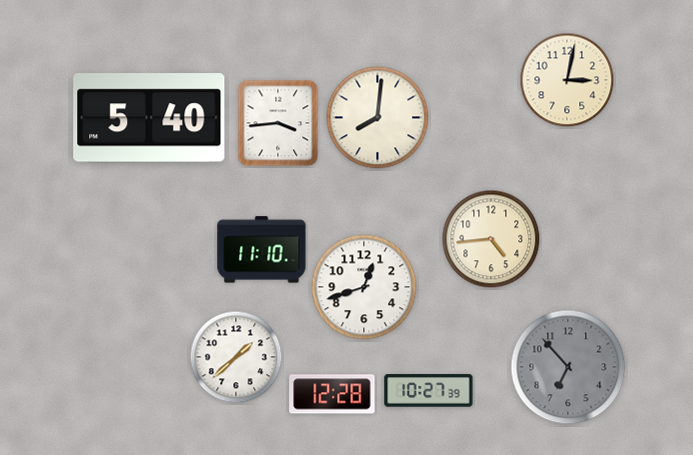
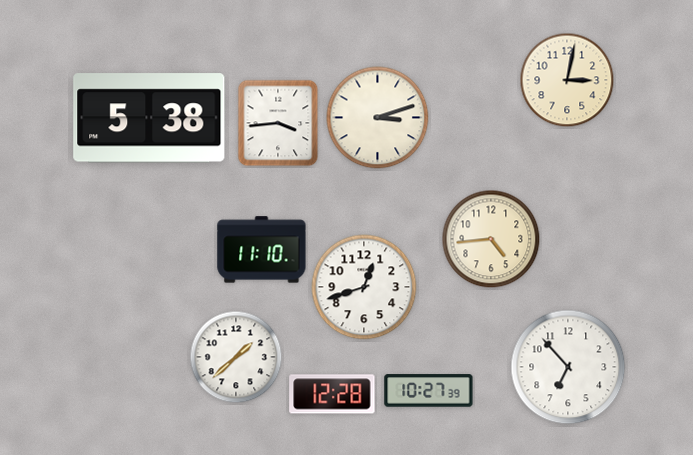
clock at (149, 118): 5:40 -> 5:38
clock at (378, 118): 8:01 -> 3:12
clock at (568, 367) dial: grey -> white
